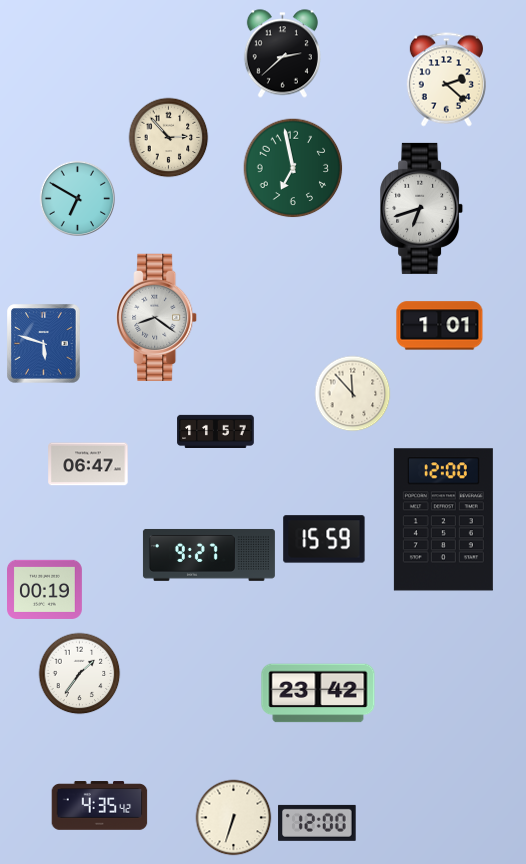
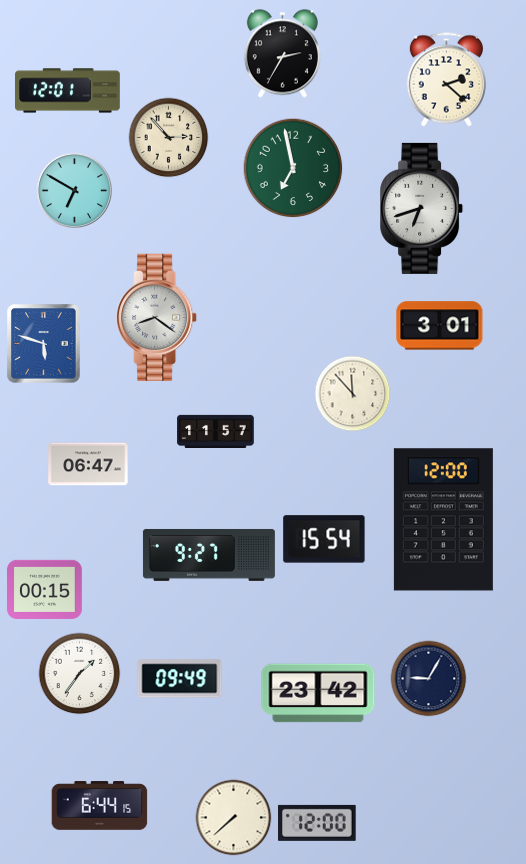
clock at (282, 54): 2:38 -> 2:35
clock at (68, 91): none -> 12:01
clock at (77, 198) position: (77, 198) -> (74, 190)
clock at (440, 326): 1:01 -> 3:01
clock at (324, 539): 15:59 -> 15:54
clock at (45, 589): 00:19 -> 00:15
clock at (180, 679): none -> 09:49
clock at (429, 679): none -> 9:05
clock at (100, 806): 4:35 -> 6:44
clock at (234, 818): 6:33 -> 7:38
